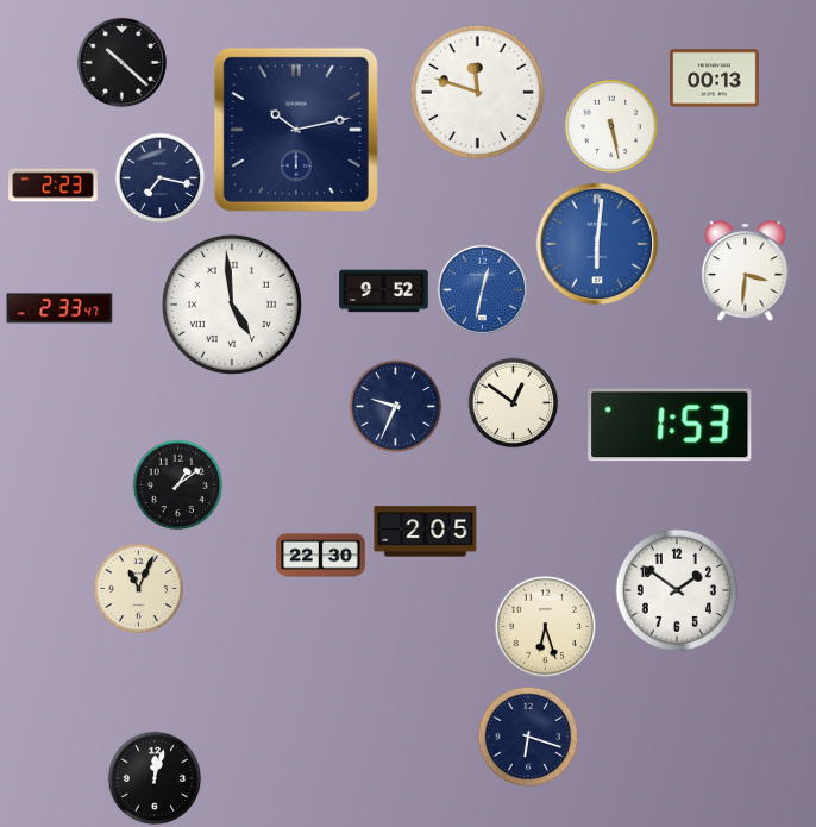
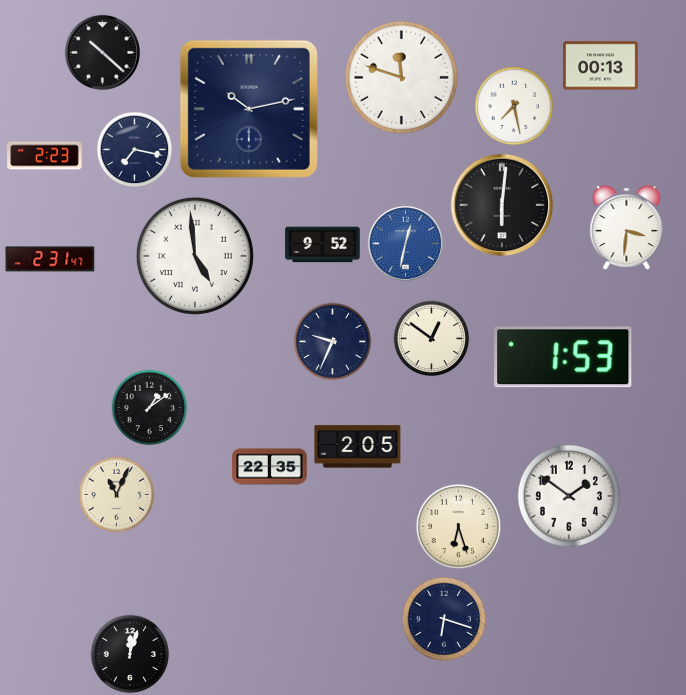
clock at (611, 126): 5:28 -> 7:28
clock at (597, 244) dial: blue -> black
clock at (59, 308): 2:33 -> 2:31
clock at (321, 556): 22:30 -> 22:35
